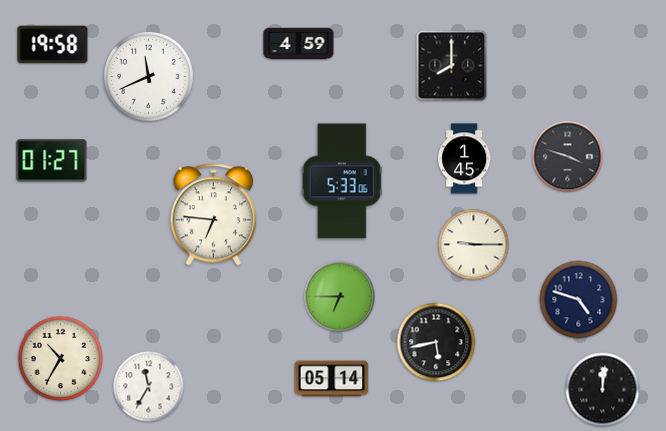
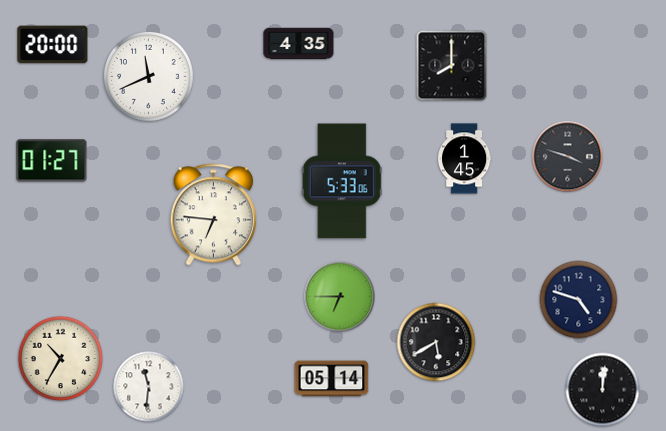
clock at (299, 44): 4:59 -> 4:35
clock at (53, 45): 19:58 -> 20:00
clock at (474, 245): 9:15 -> none
clock at (436, 342): 5:43 -> 5:40
clock at (149, 387): 11:35 -> 11:31
